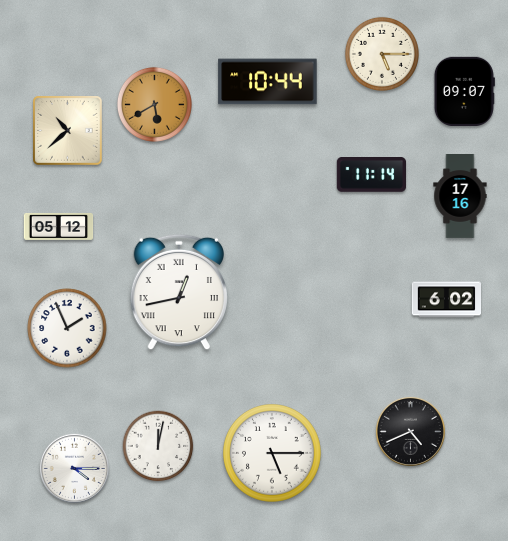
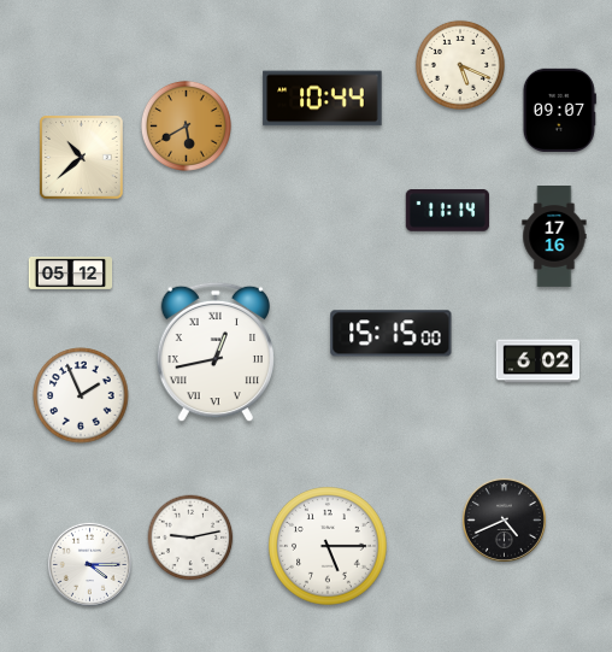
clock at (382, 54): 5:15 -> 5:19
clock at (392, 334): none -> 15:15
clock at (410, 431) position: (410, 431) -> (504, 519)
clock at (158, 446): 12:02 -> 9:13
